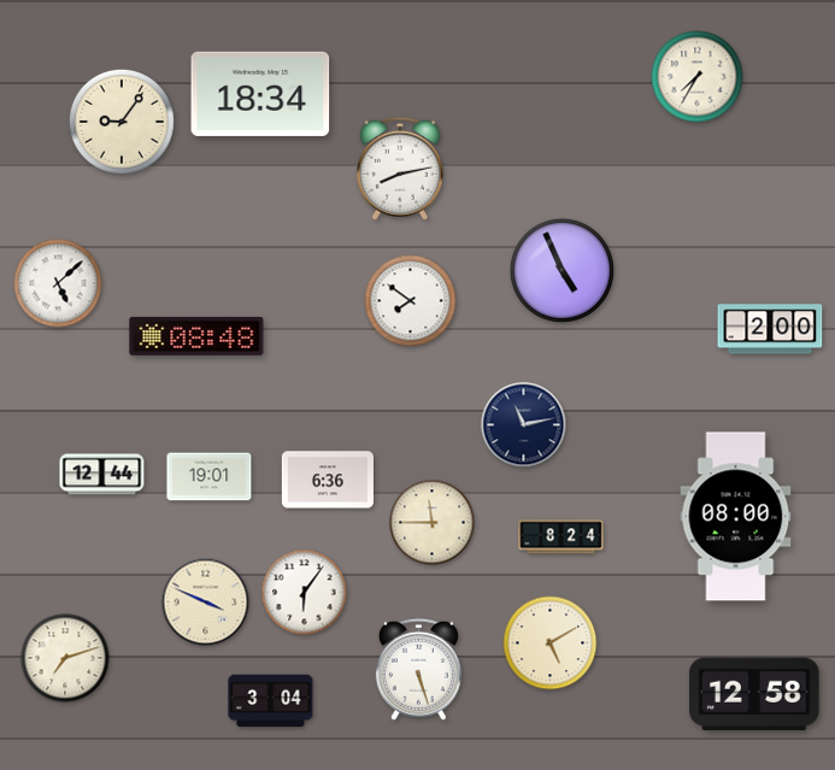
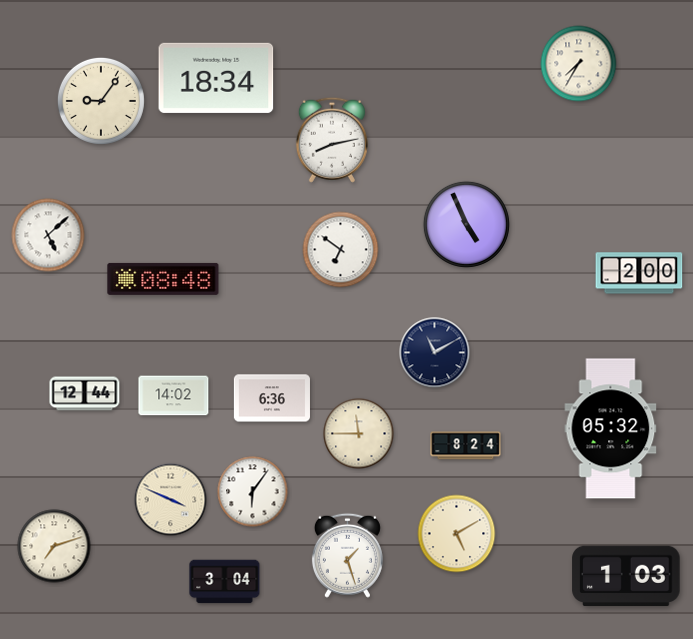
clock at (411, 301): 7:51 -> 6:51
clock at (524, 425): 11:13 -> 11:10
clock at (210, 477): 19:01 -> 14:02
clock at (736, 517): 08:00 -> 05:32
clock at (418, 669): 5:27 -> 1:27
clock at (754, 694): 12:58 -> 1:03
